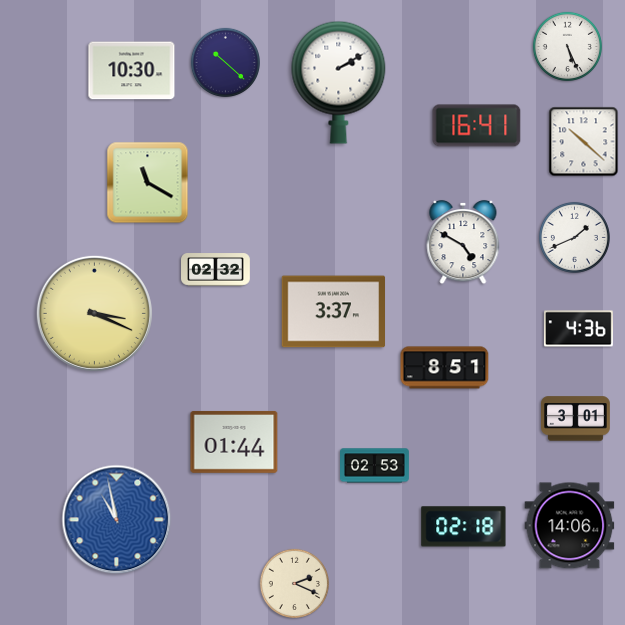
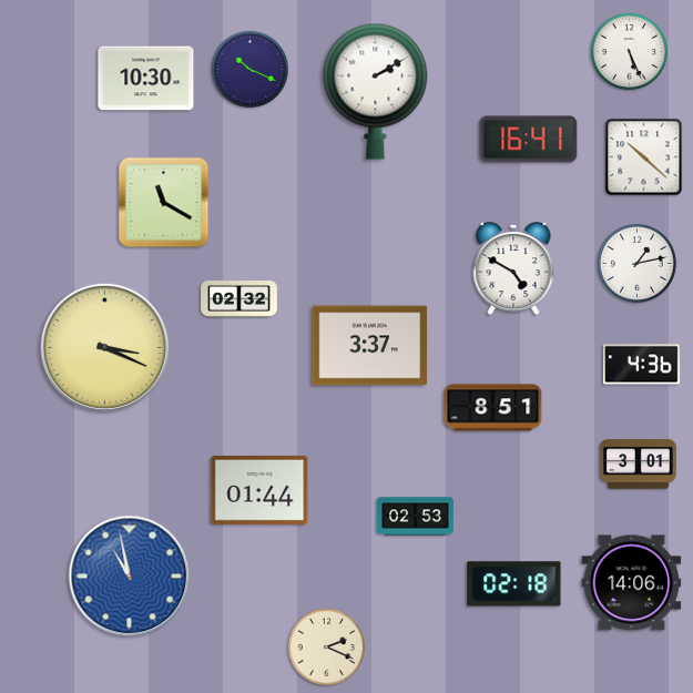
clock at (225, 62): 10:22 -> 10:19
clock at (584, 142) position: (584, 142) -> (644, 157)
clock at (574, 237): 1:41 -> 1:13
